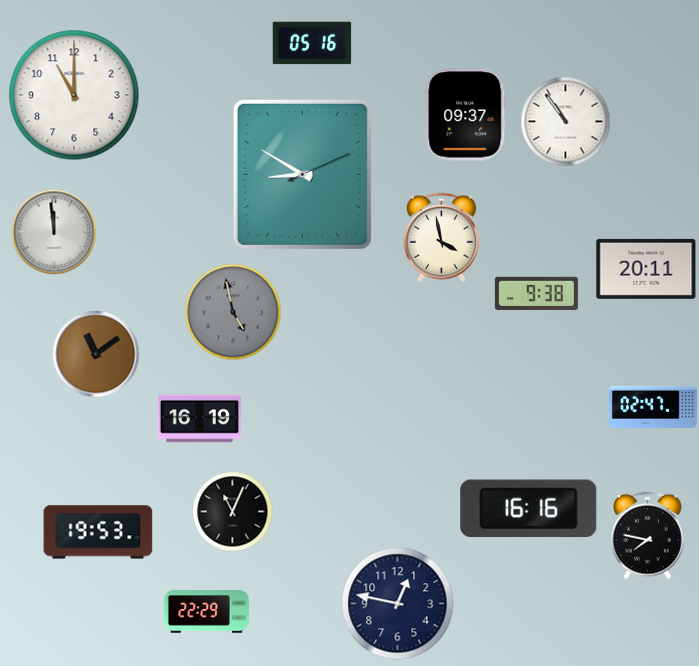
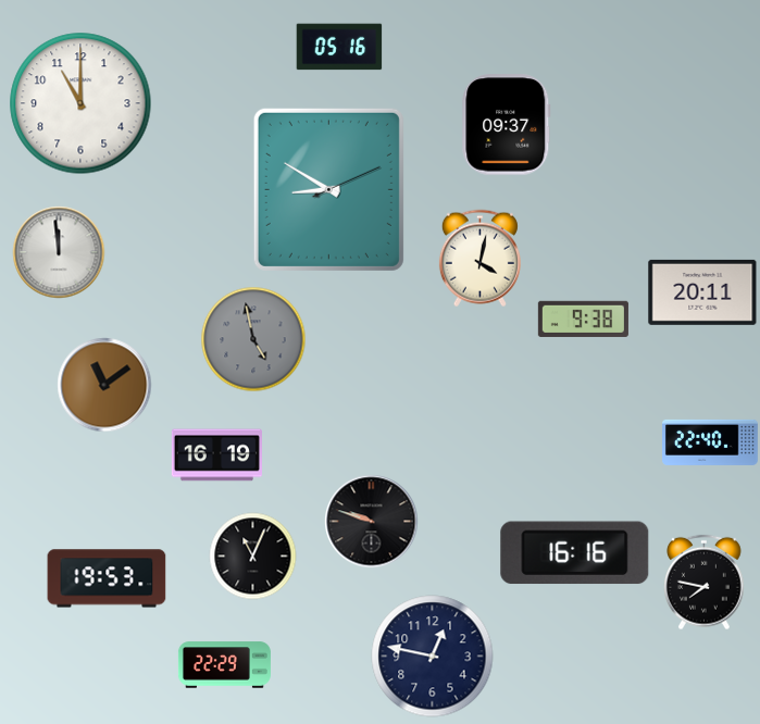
clock at (566, 122): 10:54 -> none
clock at (441, 238): 3:58 -> 4:02
clock at (654, 407): 02:47 -> 22:40
clock at (372, 522): none -> 9:48
